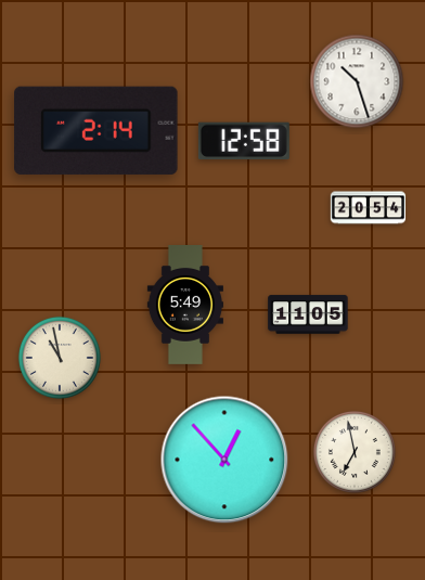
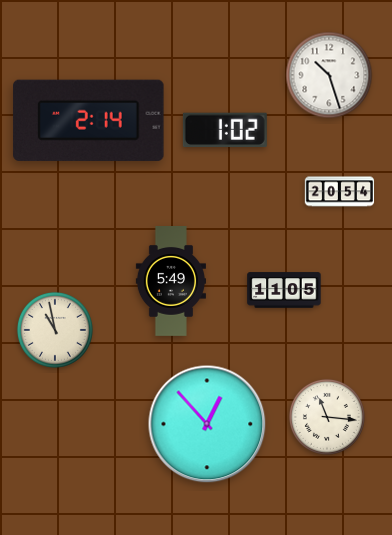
clock at (244, 140): 12:58 -> 1:02
clock at (355, 452): 6:58 -> 11:16
